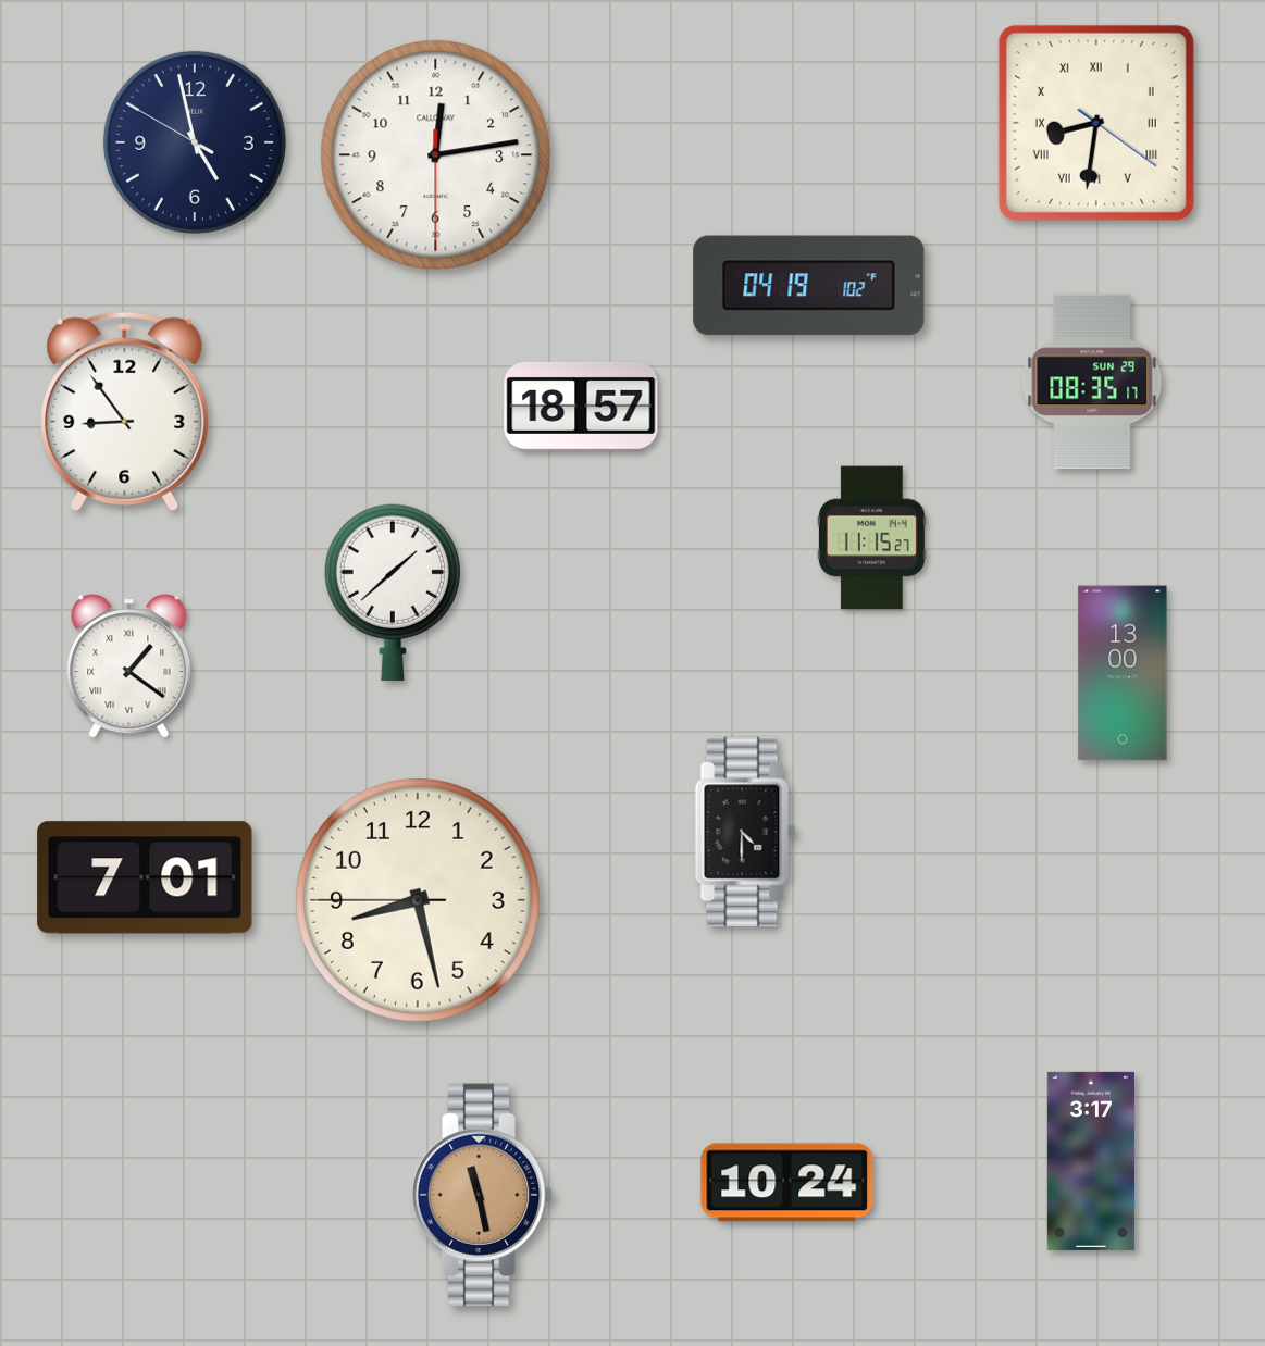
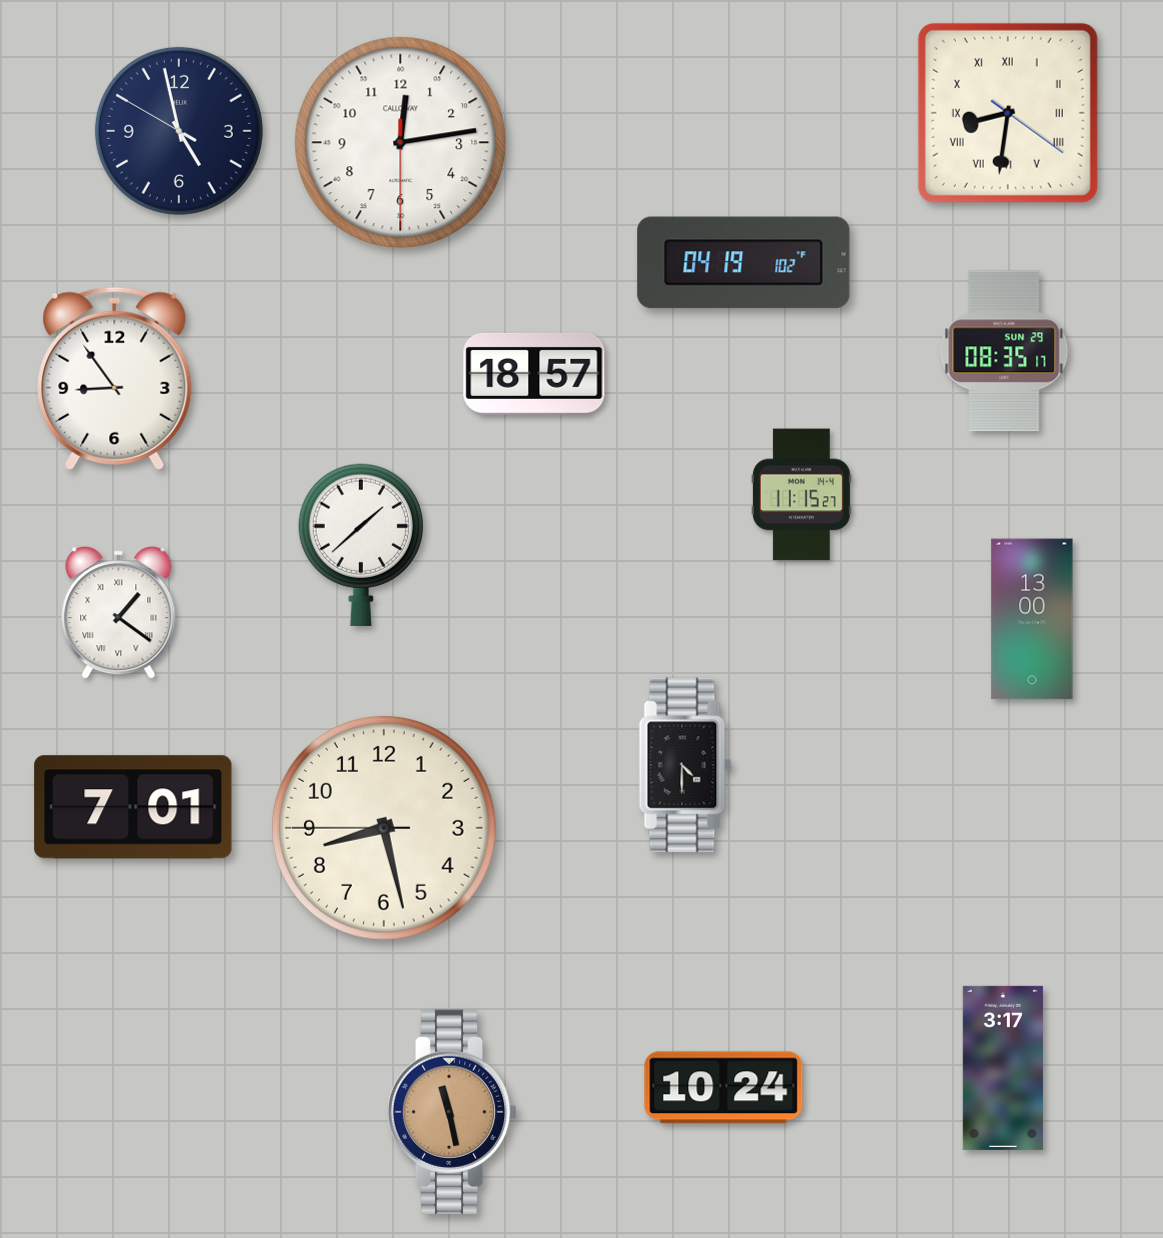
clock at (482, 1194) position: (482, 1194) -> (452, 1111)
